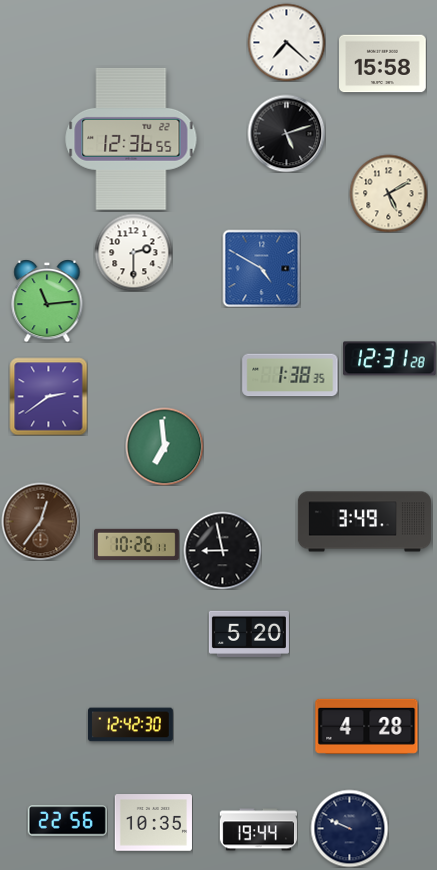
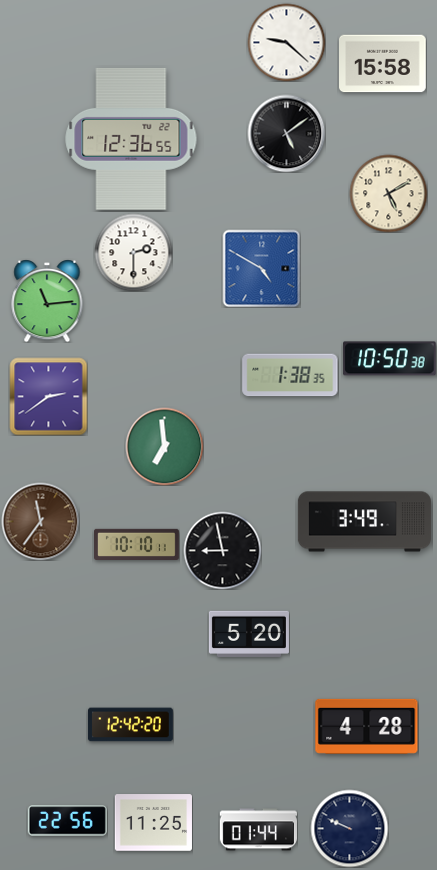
clock at (286, 42): 7:22 -> 9:22
clock at (286, 133): 5:12 -> 5:09
clock at (390, 359): 12:31 -> 10:50
clock at (40, 521): 12:36 -> 11:36
clock at (137, 544): 10:26 -> 10:10
clock at (131, 725): 12:42:30 -> 12:42:20
clock at (153, 823): 10:35 -> 11:25
clock at (258, 830): 19:44 -> 01:44
